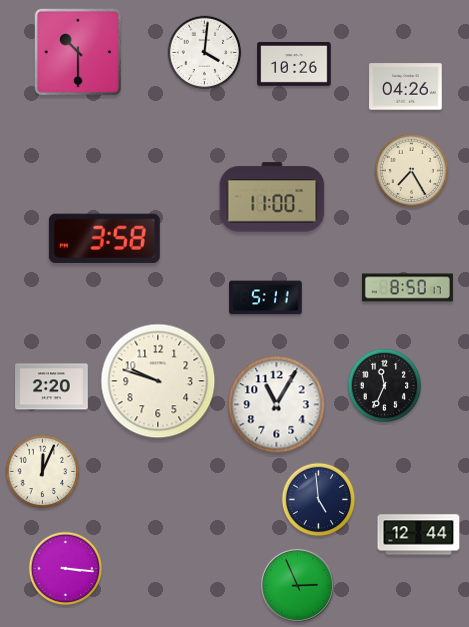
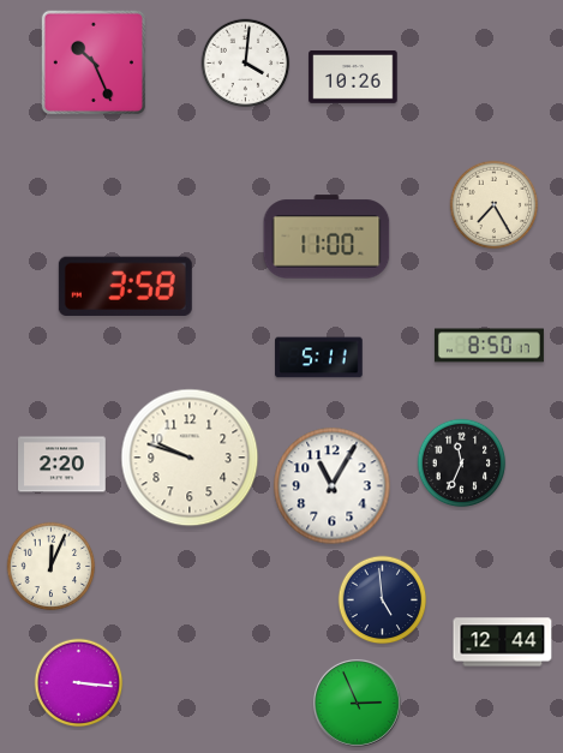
clock at (77, 51): 10:30 -> 10:26
clock at (406, 87): 04:26 -> none
